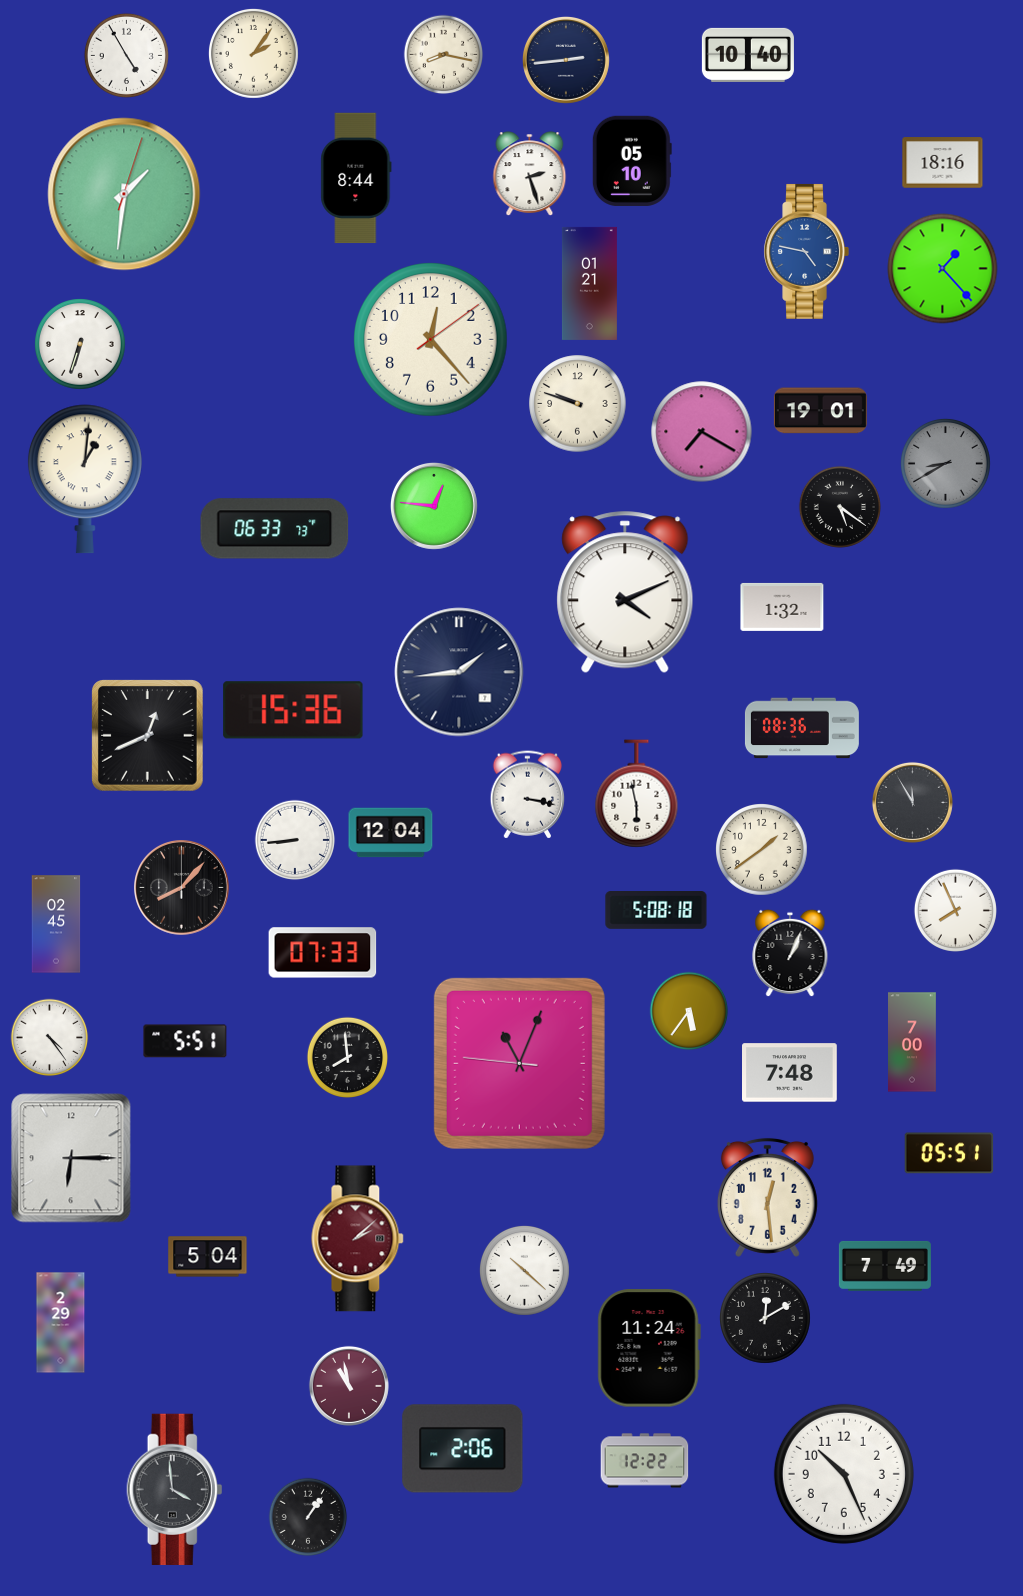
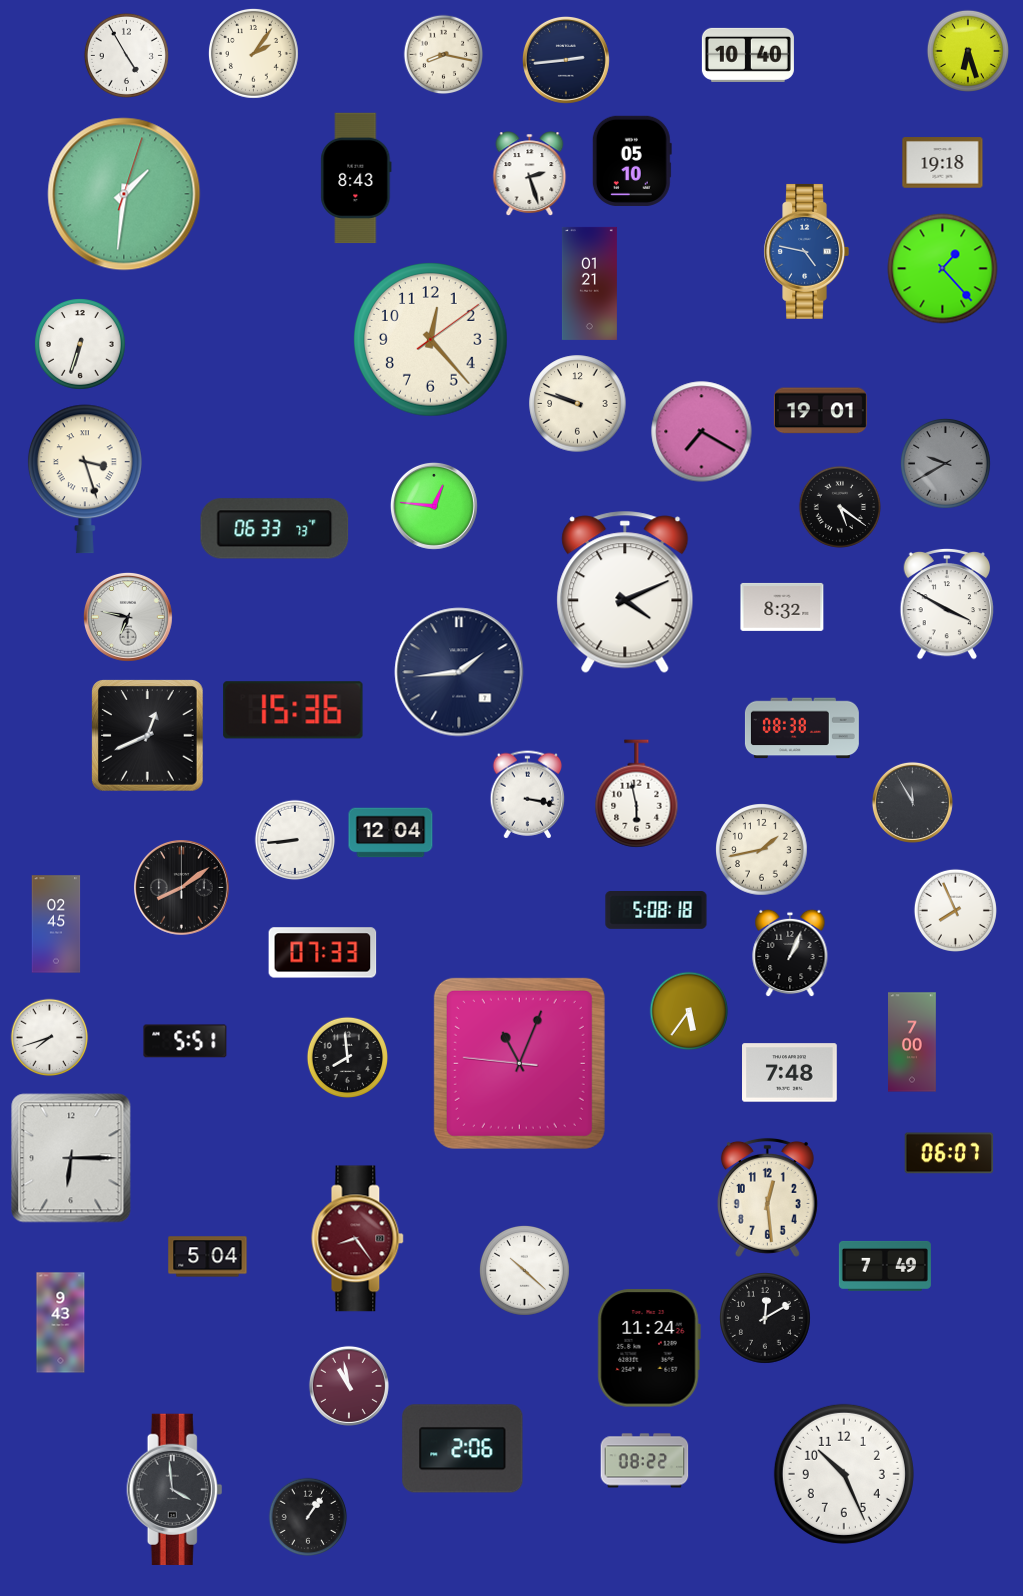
clock at (968, 51): none -> 6:27
clock at (943, 163): 18:16 -> 19:18
clock at (356, 178): 8:44 -> 8:43
clock at (945, 463): 8:40 -> 9:40
clock at (85, 479): 1:01 -> 3:27
clock at (946, 604): none -> 3:50
clock at (782, 607): 1:32 -> 8:32
clock at (128, 617): none -> 6:47
clock at (802, 728): 08:36 -> 08:38
clock at (762, 850): 1:39 -> 1:43
clock at (182, 888): 8:07 -> 8:09
clock at (50, 1038): 4:24 -> 7:42
clock at (949, 1153): 05:51 -> 06:07
clock at (358, 1239): 2:08 -> 8:24
clock at (61, 1323): 2:29 -> 9:43
clock at (645, 1461): 12:22 -> 08:22
